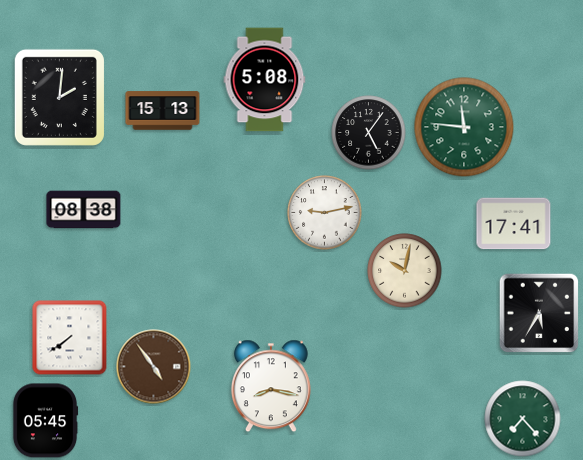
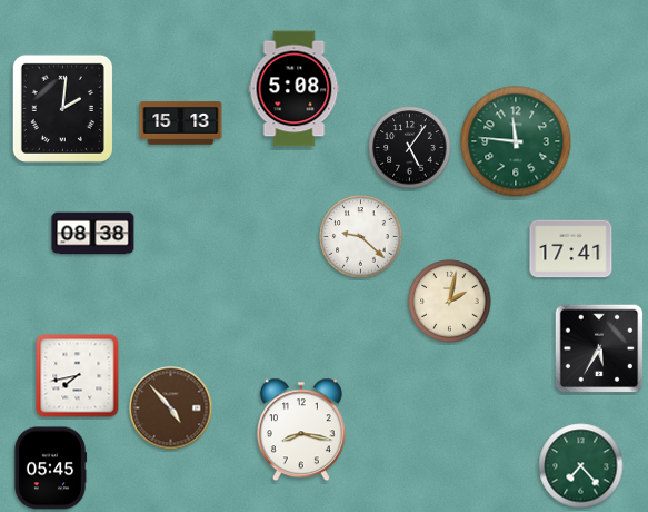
clock at (59, 97) position: (59, 97) -> (62, 108)
clock at (325, 213): 9:13 -> 9:22
clock at (405, 271): 10:02 -> 2:02
clock at (70, 338): 7:39 -> 7:43
clock at (154, 367): 4:54 -> 4:53
